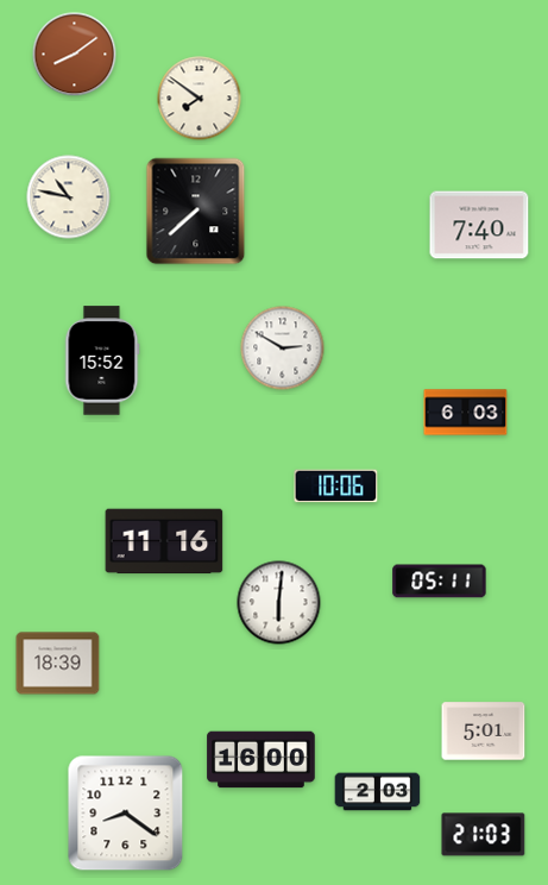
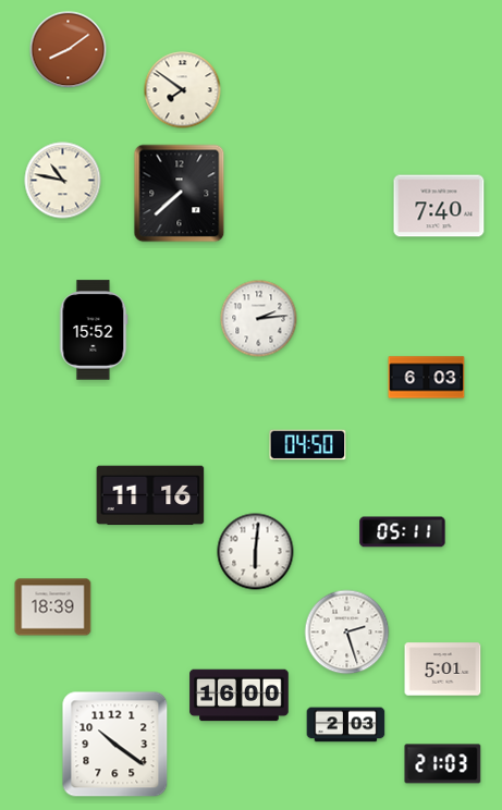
clock at (283, 349): 2:50 -> 2:14
clock at (336, 487): 10:06 -> 04:50
clock at (347, 633): none -> 2:27
clock at (126, 814): 8:21 -> 10:21
